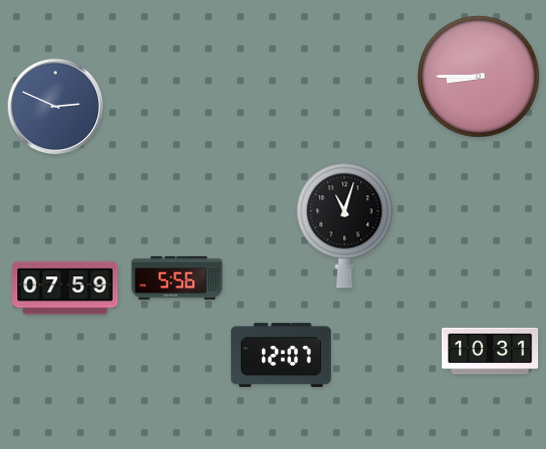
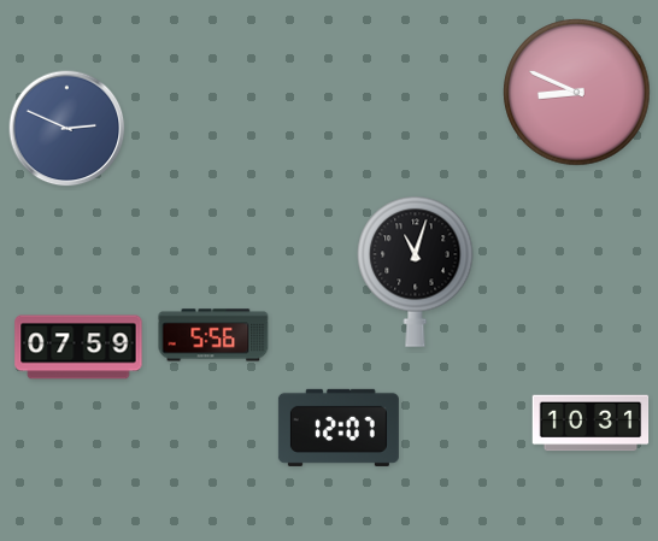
clock at (479, 77): 8:45 -> 8:49
